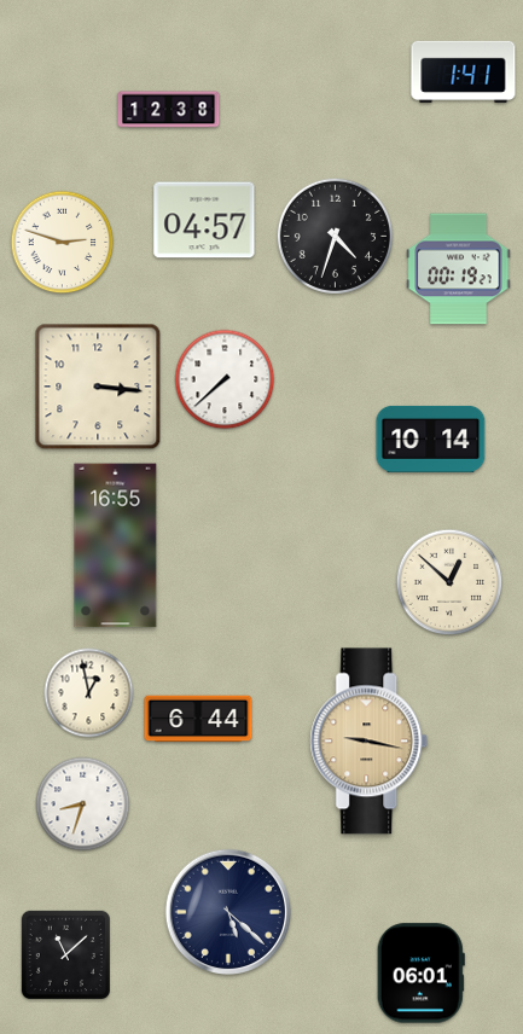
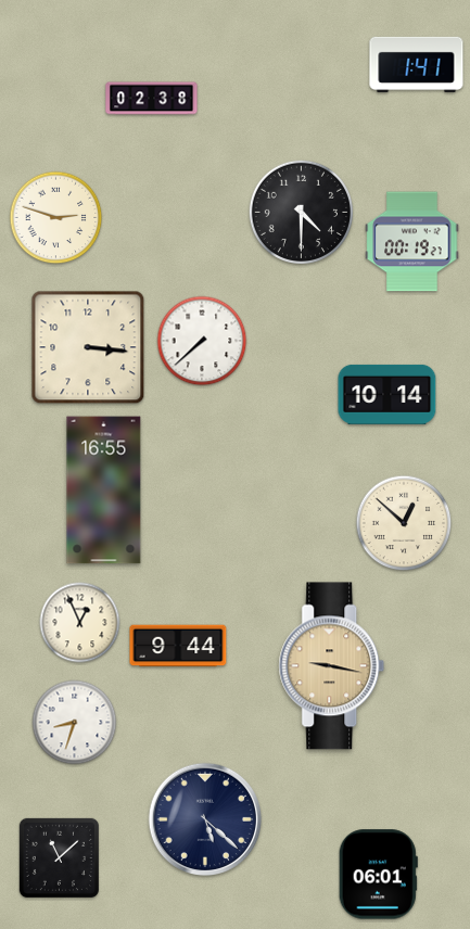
clock at (169, 110): 12:38 -> 02:38
clock at (204, 220): 04:57 -> none
clock at (335, 236): 4:33 -> 4:30
clock at (89, 693): 12:58 -> 12:56
clock at (198, 719): 6:44 -> 9:44
